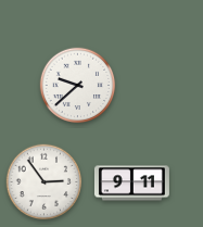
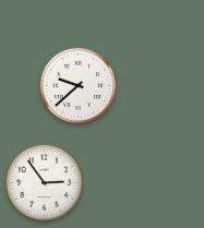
clock at (131, 184): 9:11 -> none
